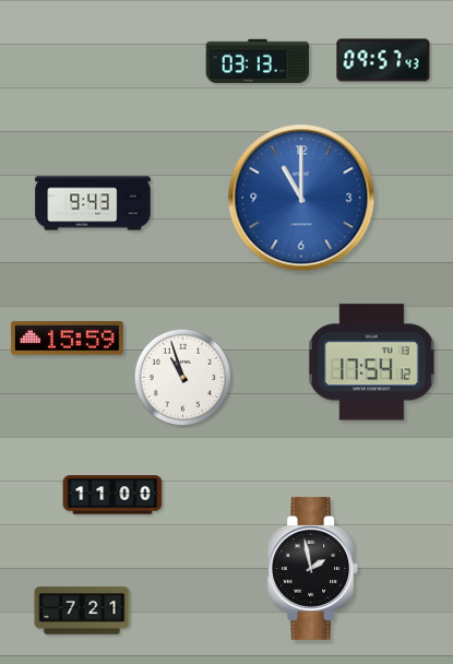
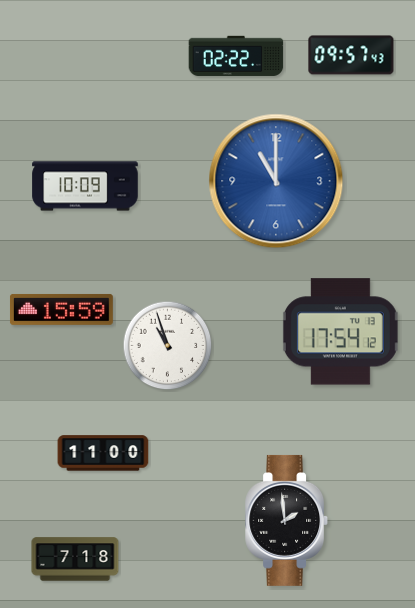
clock at (258, 61): 03:13 -> 02:22
clock at (93, 203): 9:43 -> 10:09
clock at (313, 568): 1:58 -> 1:59
clock at (82, 610): 7:21 -> 7:18
